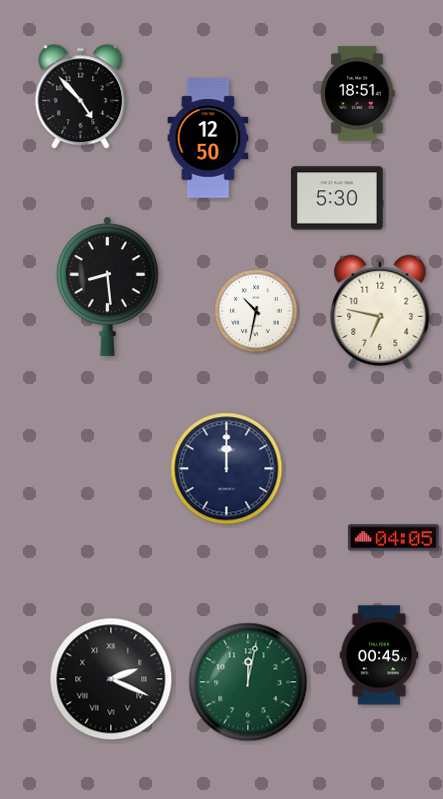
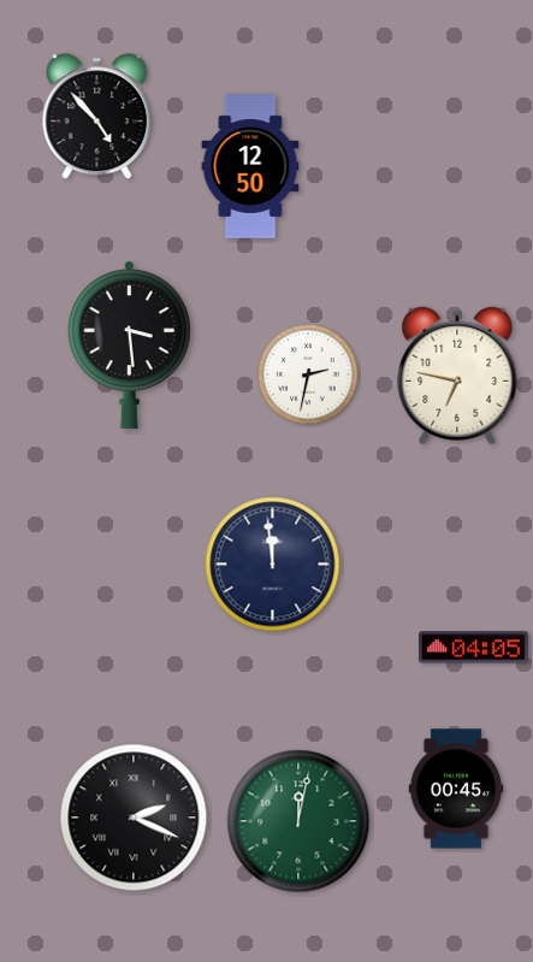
clock at (358, 94): 18:51 -> none
clock at (338, 198): 5:30 -> none
clock at (107, 286): 8:29 -> 3:29
clock at (256, 311): 10:32 -> 2:32
clock at (227, 469): 12:00 -> 11:59
